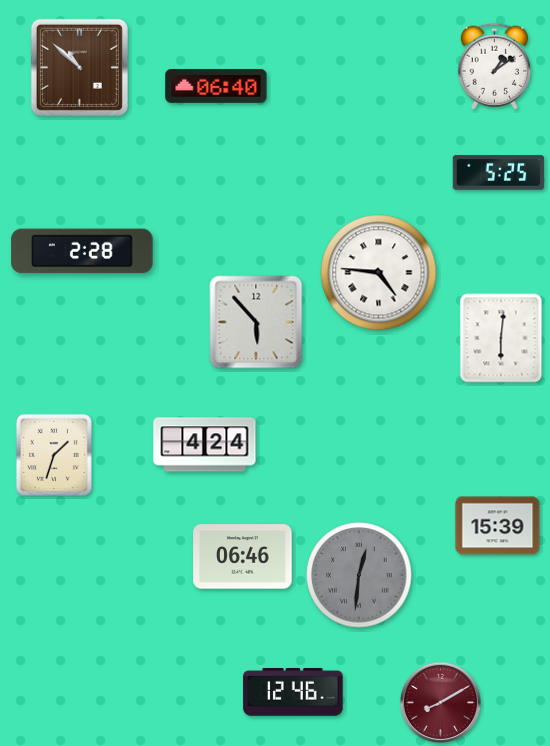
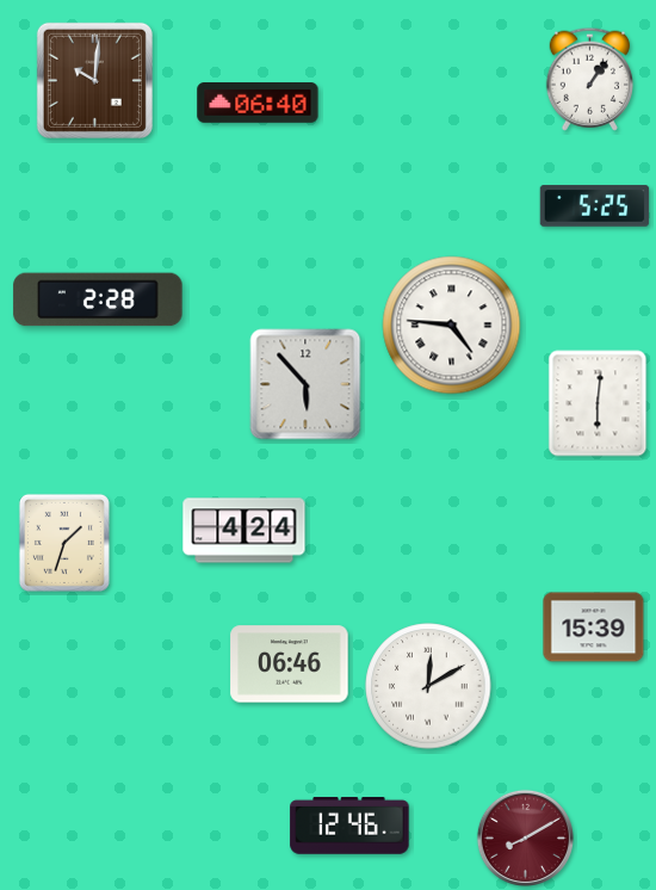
clock at (494, 66): 1:09 -> 1:06
clock at (79, 67): 10:52 -> 10:01
clock at (359, 575): 12:31 -> 12:10
clock at (359, 575) dial: grey -> white
